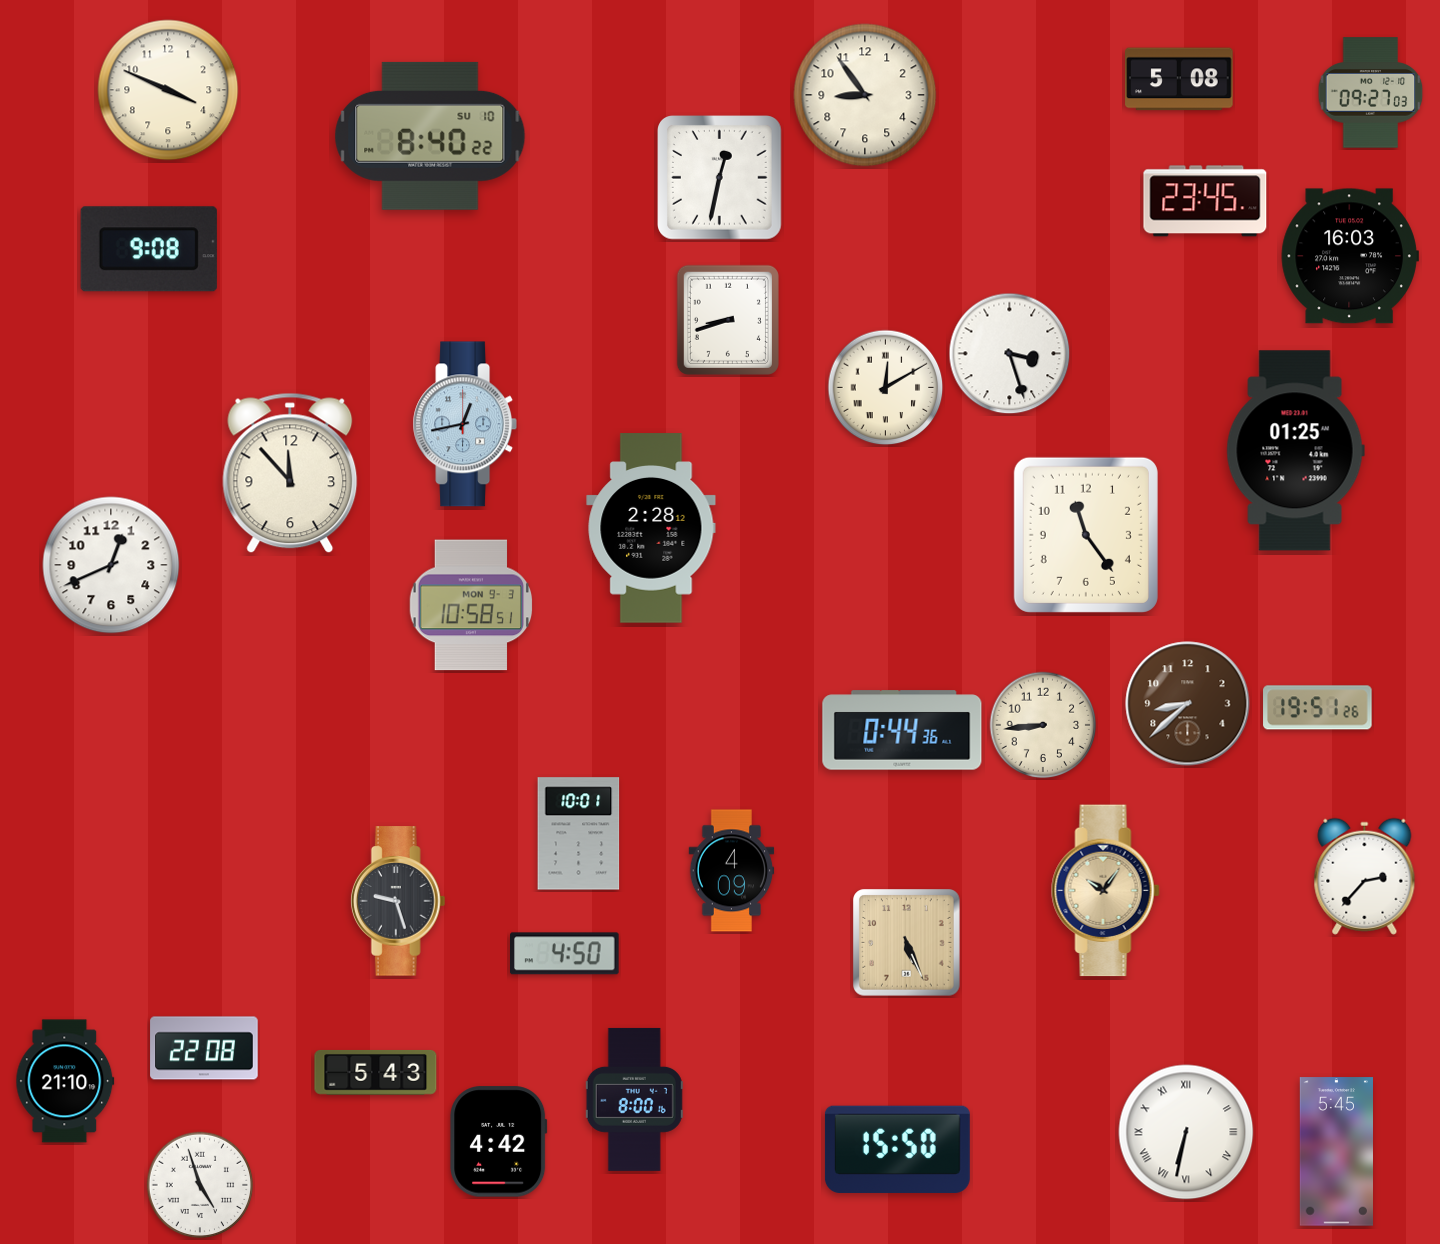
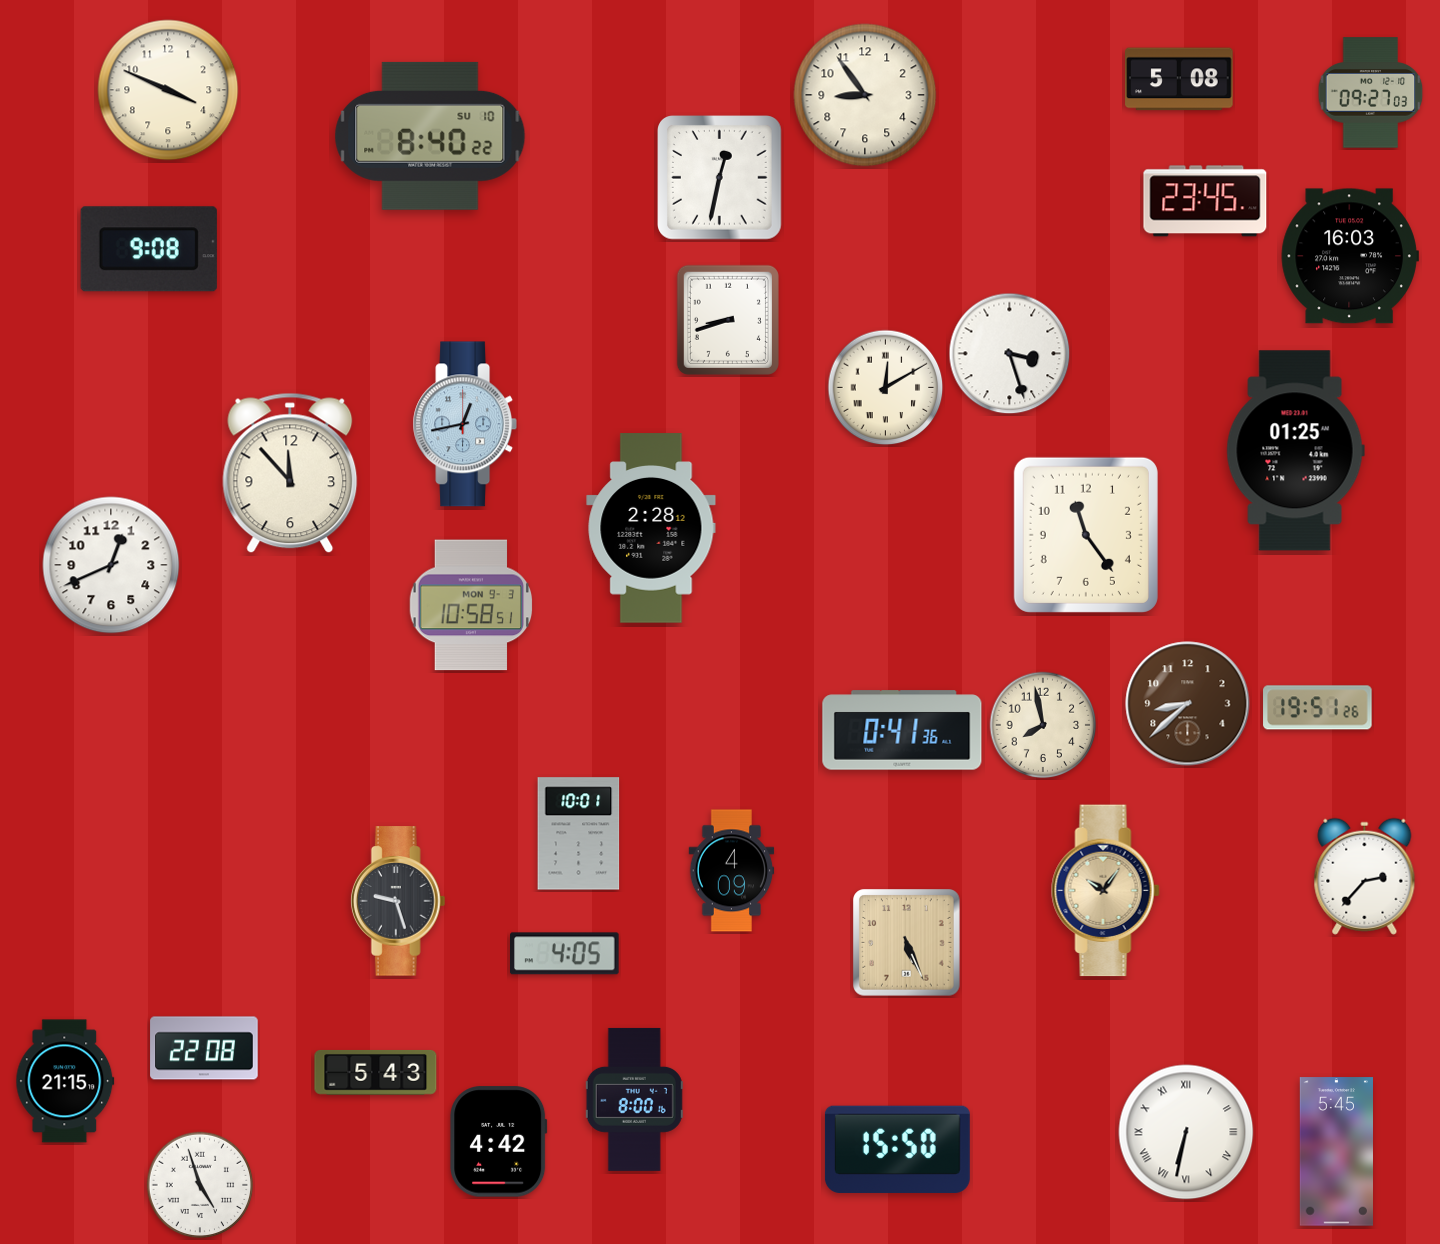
clock at (1043, 725): 8:44 -> 7:58
clock at (902, 730): 0:44 -> 0:41
clock at (565, 954): 4:50 -> 4:05
clock at (65, 1081): 21:10 -> 21:15
